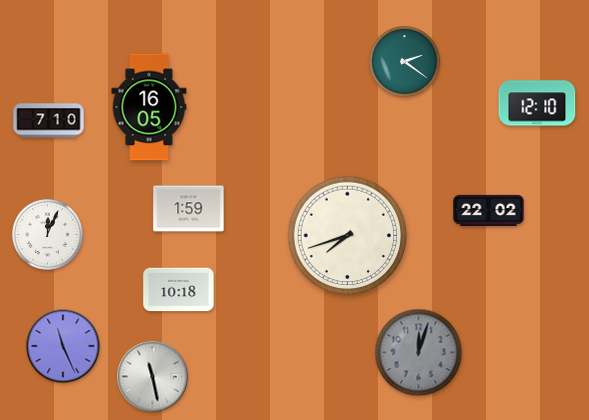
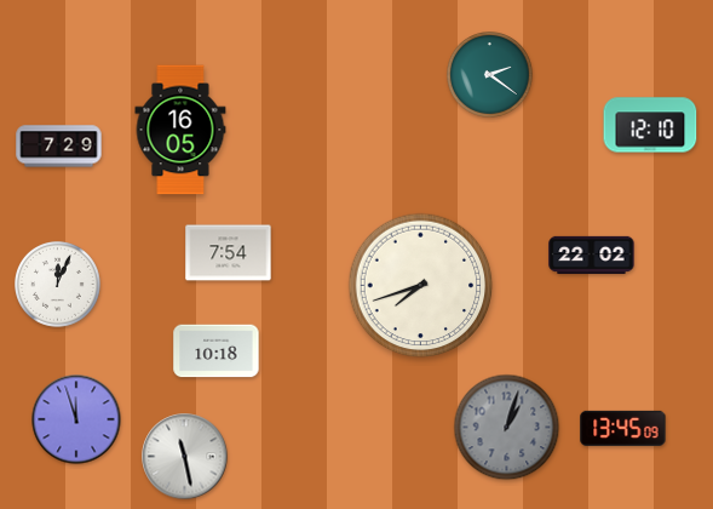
clock at (49, 121): 7:10 -> 7:29
clock at (189, 209): 1:59 -> 7:54
clock at (63, 346): 11:26 -> 11:57
clock at (419, 353): 12:03 -> 1:03
clock at (623, 428): none -> 13:45
